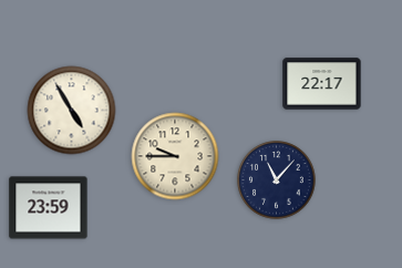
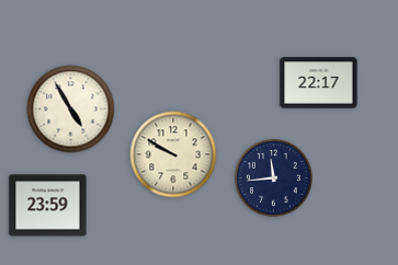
clock at (175, 156): 9:45 -> 9:50
clock at (277, 181): 11:07 -> 11:44
